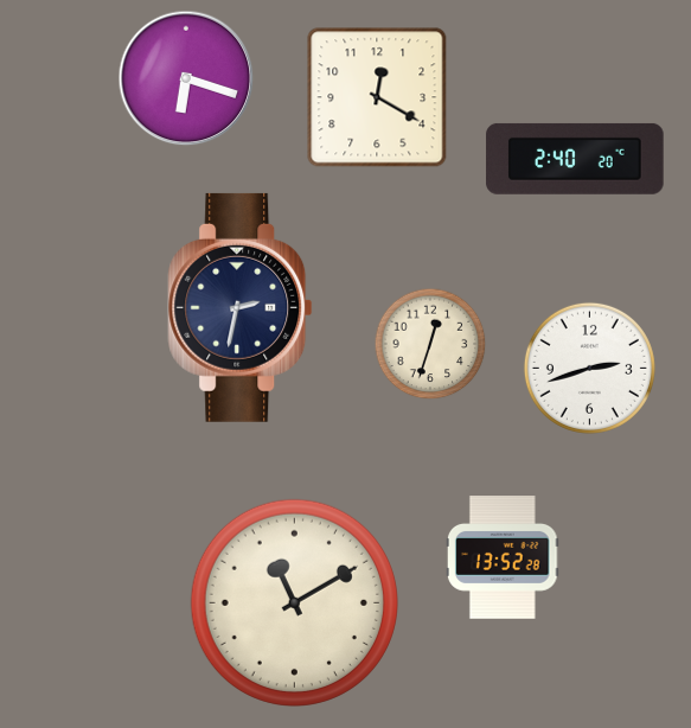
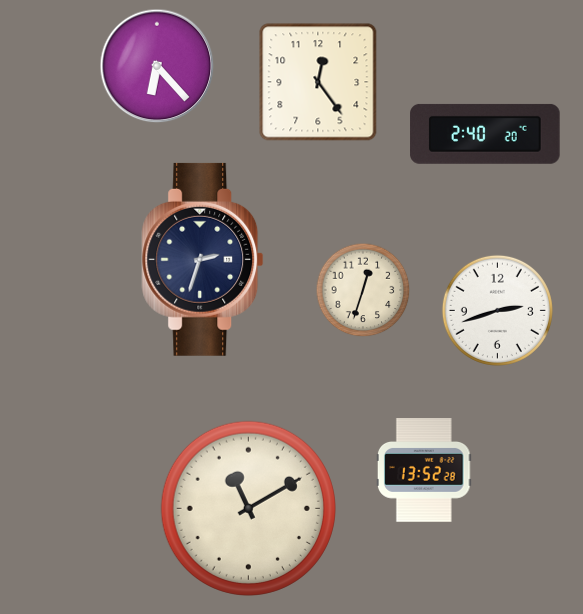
clock at (186, 78): 6:18 -> 6:23
clock at (377, 97): 12:20 -> 12:24
clock at (241, 307): 2:32 -> 2:33
